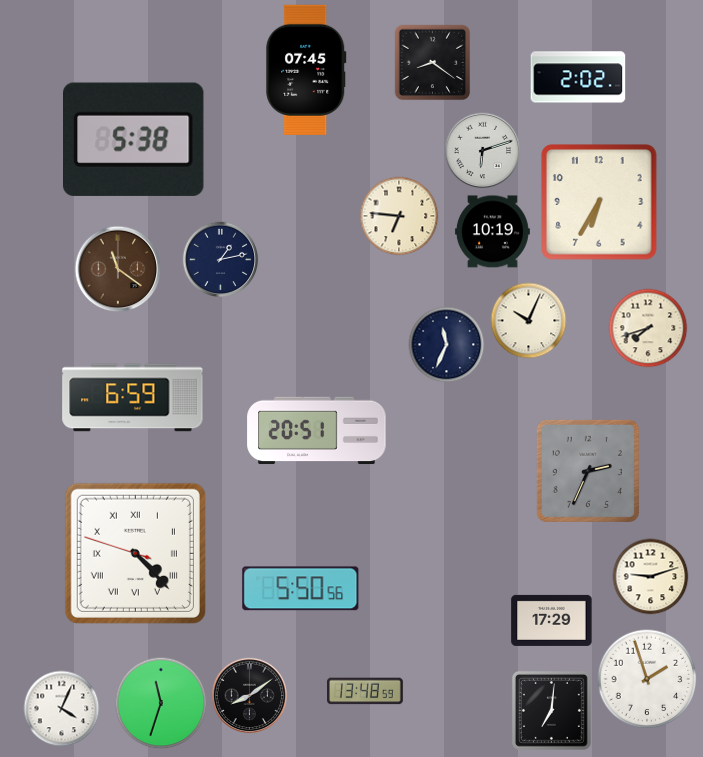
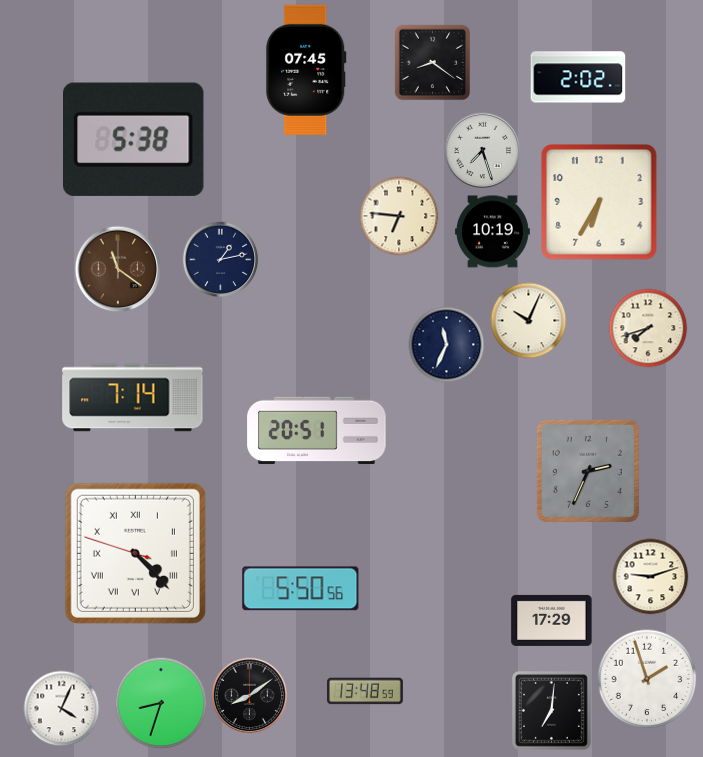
clock at (483, 151): 6:12 -> 7:27
clock at (133, 398): 6:59 -> 7:14
clock at (161, 703): 11:33 -> 8:33
